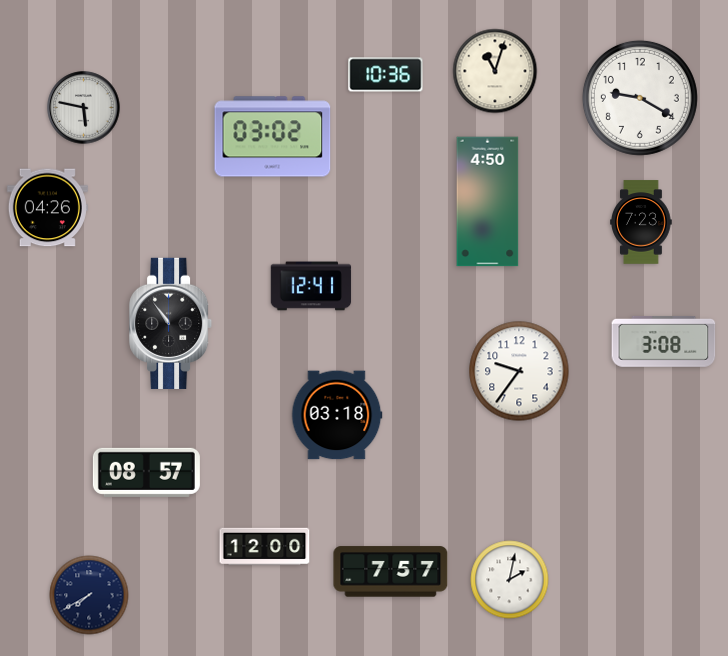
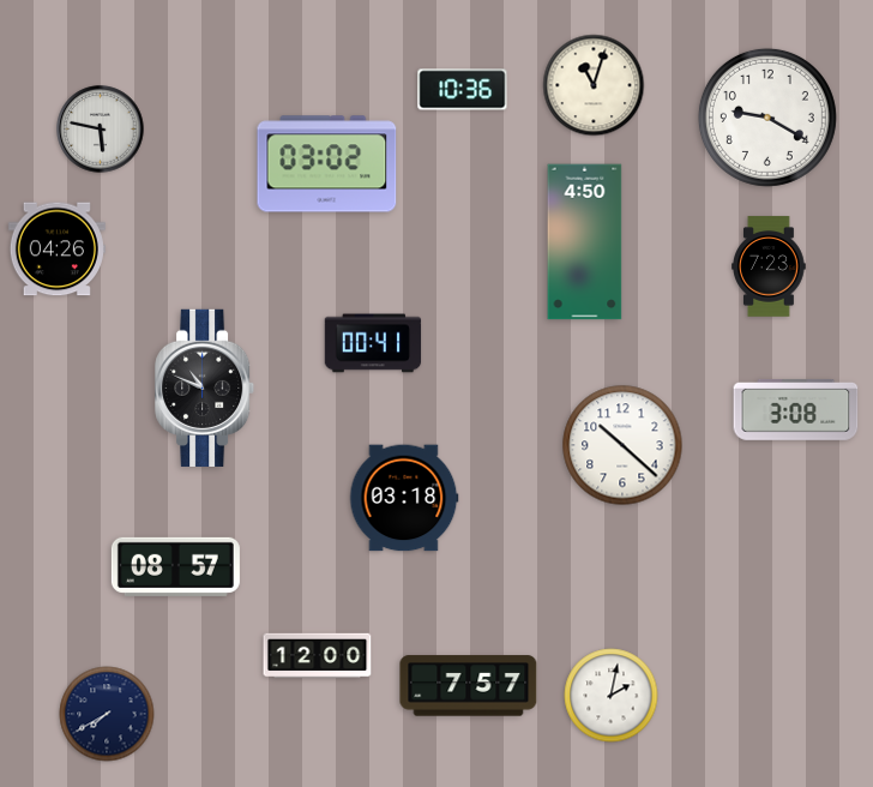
clock at (311, 286): 12:41 -> 00:41
clock at (171, 323): 10:54 -> 10:49
clock at (519, 371): 9:36 -> 10:22
